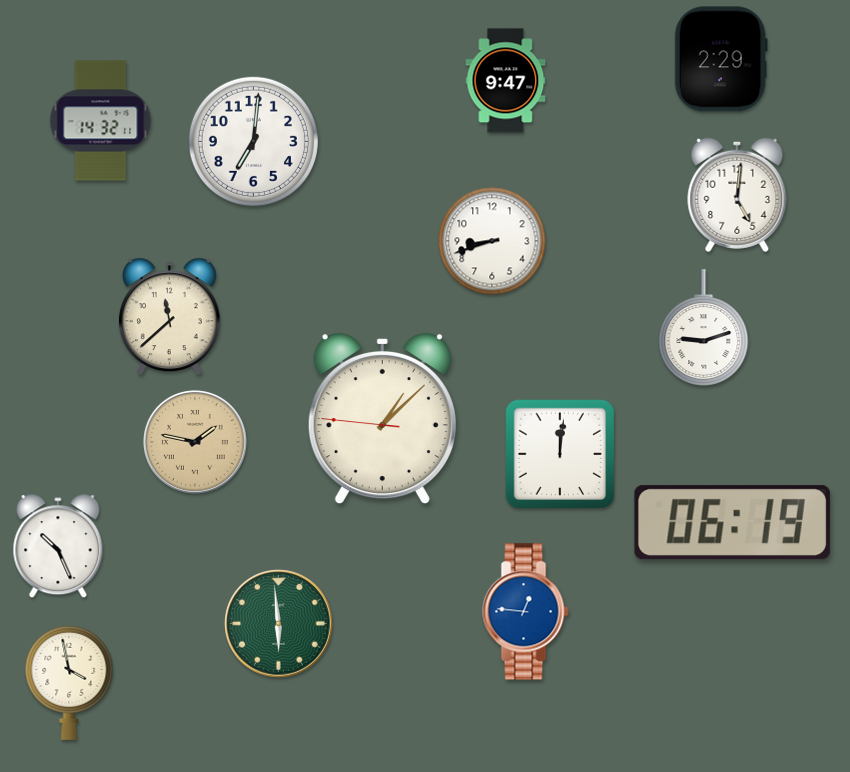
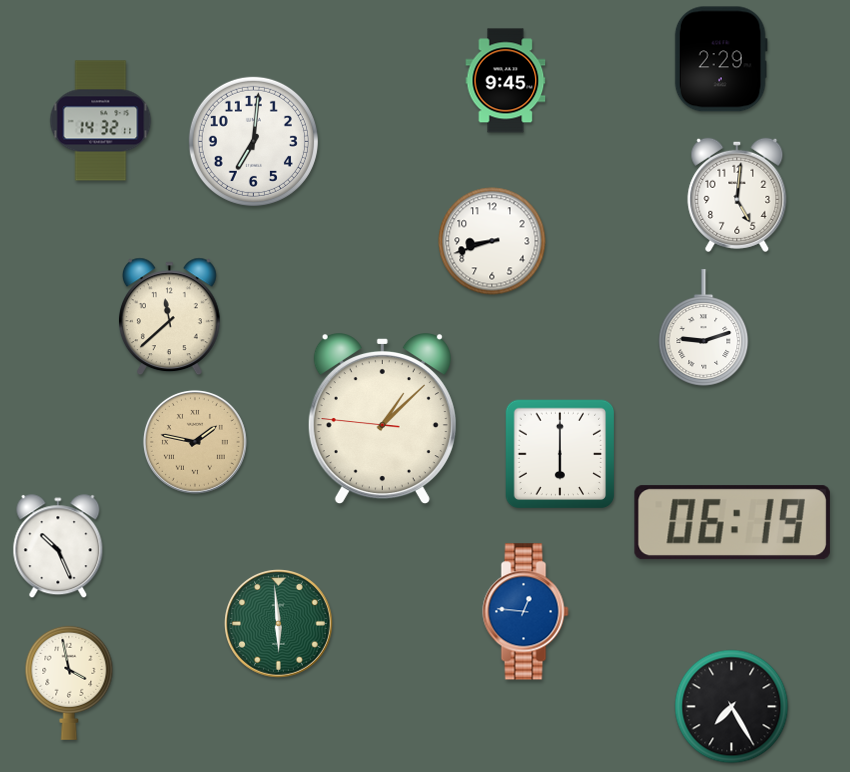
clock at (506, 81): 9:47 -> 9:45
clock at (560, 454): 12:01 -> 6:00
clock at (732, 707): none -> 7:25
